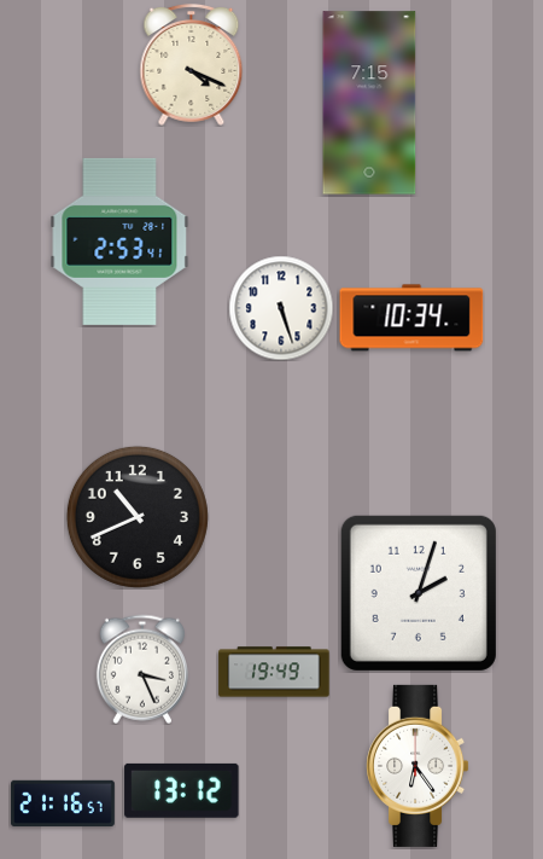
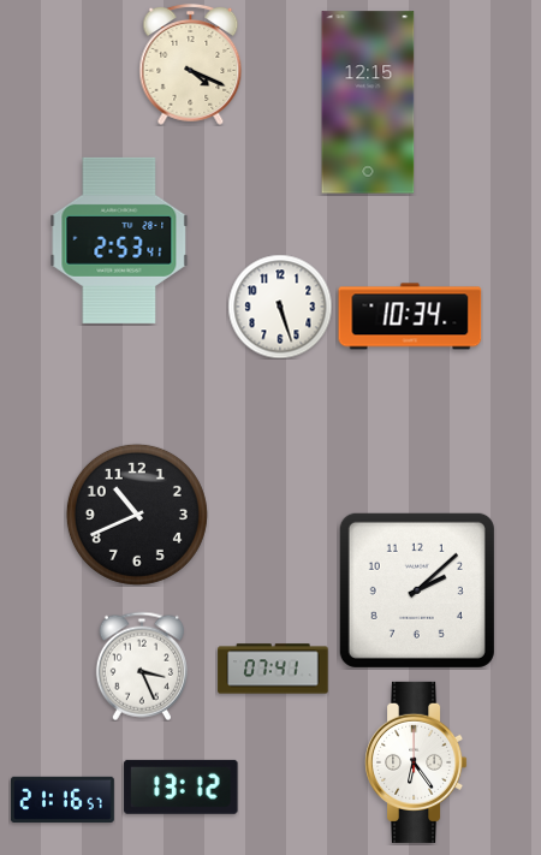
clock at (369, 103): 7:15 -> 12:15
clock at (419, 593): 2:03 -> 2:08
clock at (274, 672): 19:49 -> 07:41
